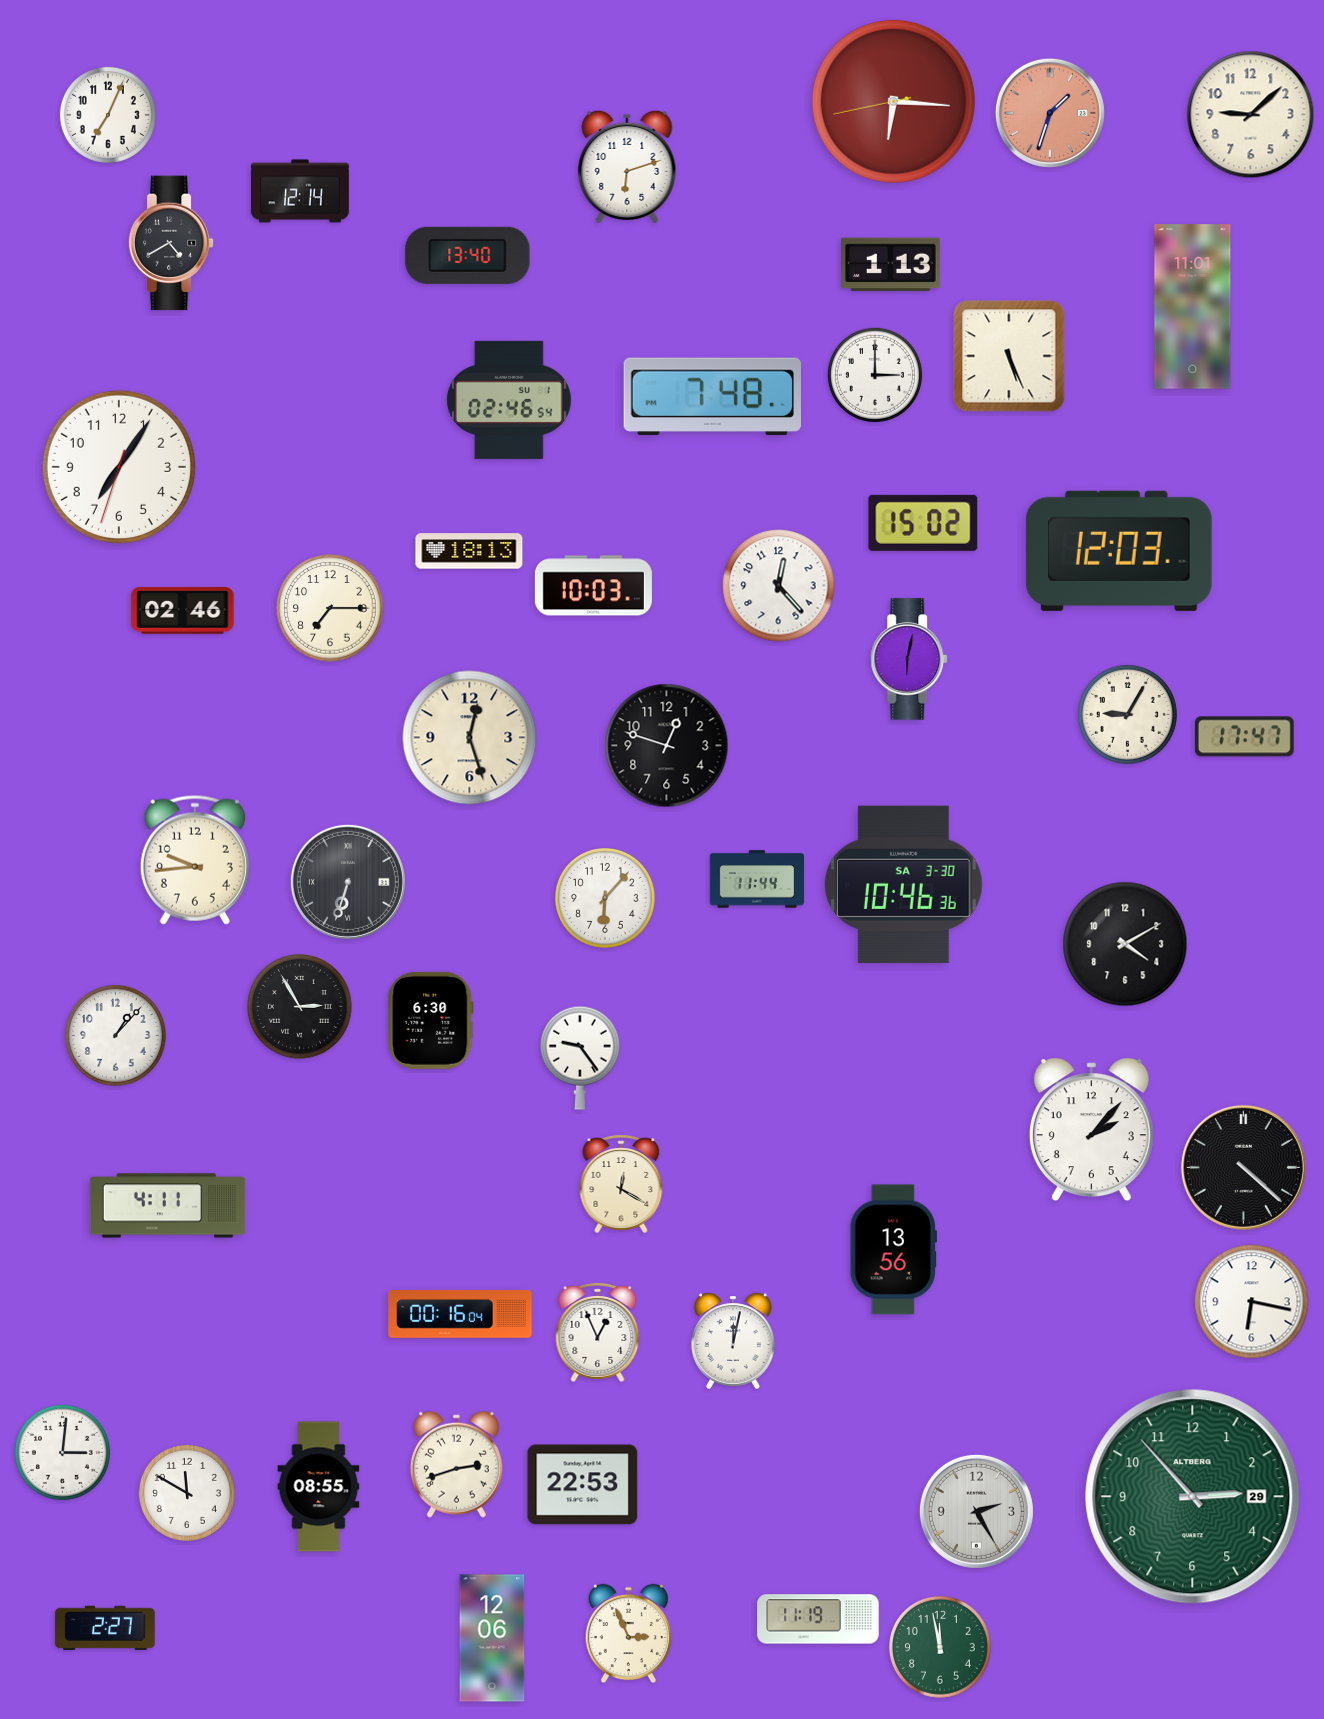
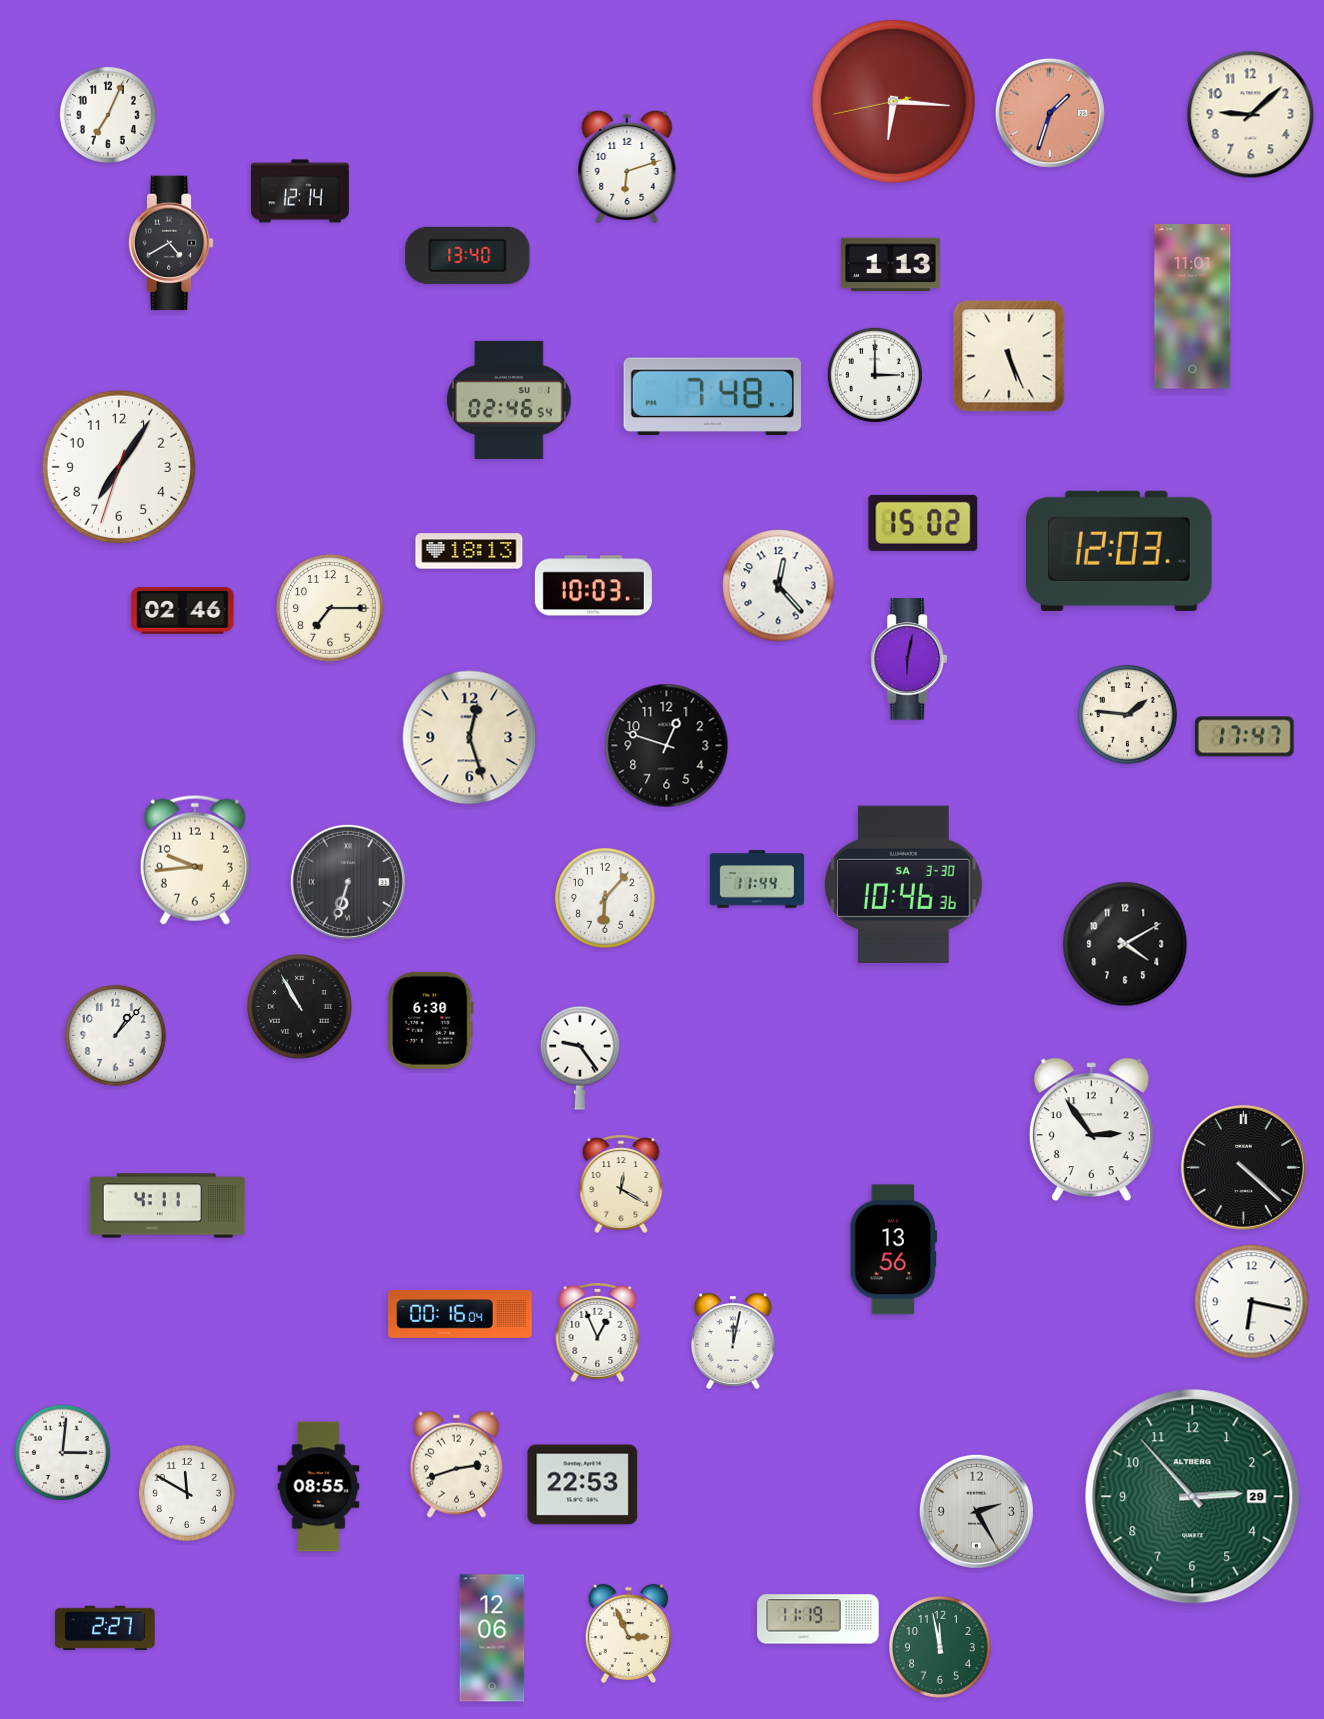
clock at (1127, 714): 9:05 -> 1:46
clock at (300, 1007): 2:55 -> 10:55
clock at (1091, 1130): 2:07 -> 2:54
